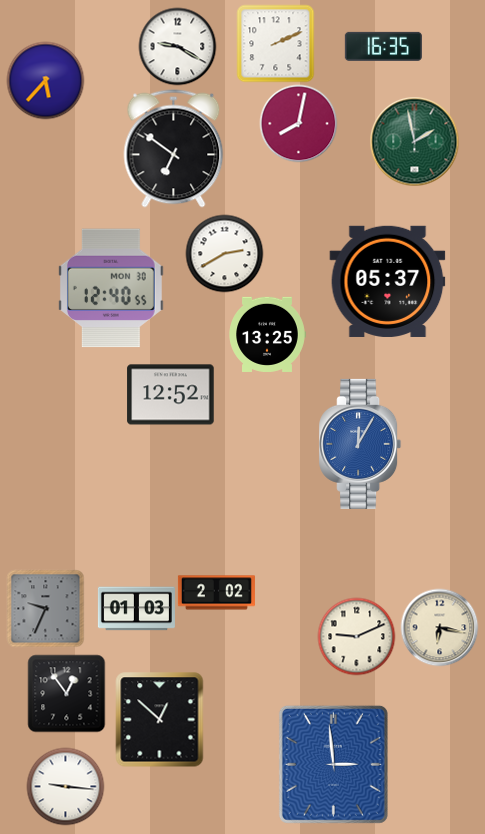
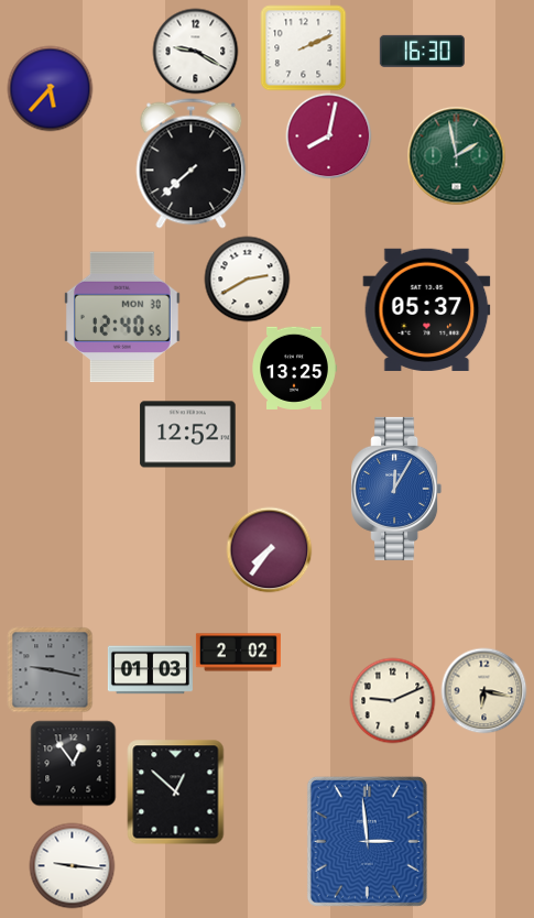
clock at (383, 46): 16:35 -> 16:30
clock at (174, 149): 6:51 -> 7:38
clock at (269, 549): none -> 7:36
clock at (45, 608): 9:34 -> 9:17
